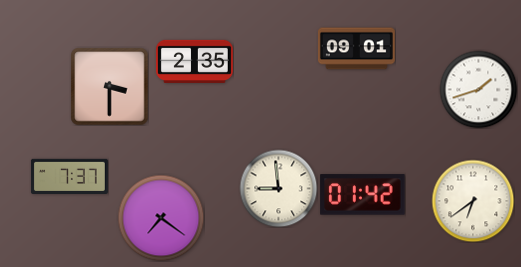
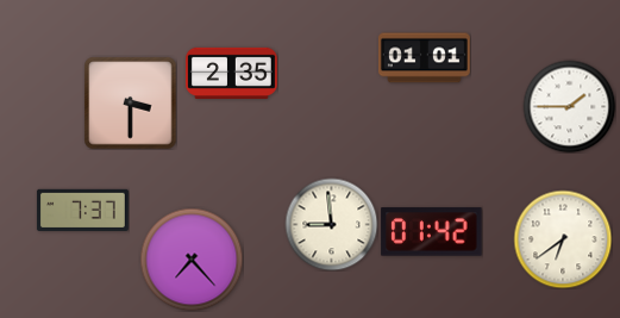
clock at (356, 49): 09:01 -> 01:01
clock at (478, 89): 1:42 -> 1:45
clock at (161, 218): 7:21 -> 7:23
